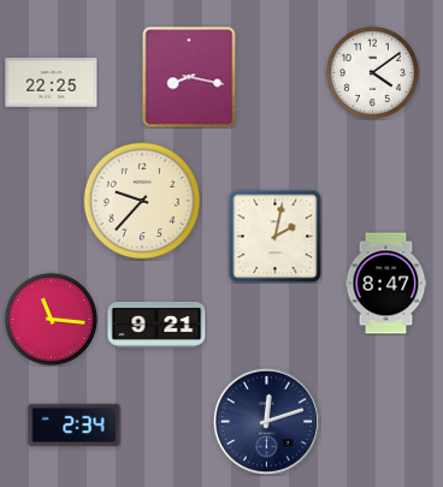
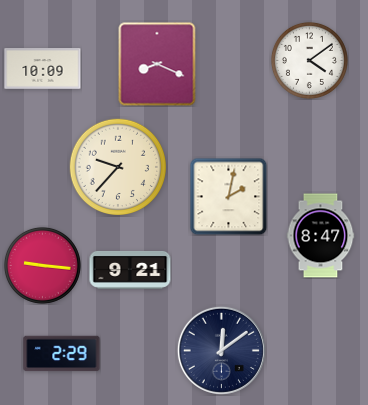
clock at (189, 77): 8:17 -> 8:19
clock at (52, 83): 22:25 -> 10:09
clock at (51, 319): 11:16 -> 9:16
clock at (266, 421): 12:12 -> 12:09
clock at (75, 426): 2:34 -> 2:29
